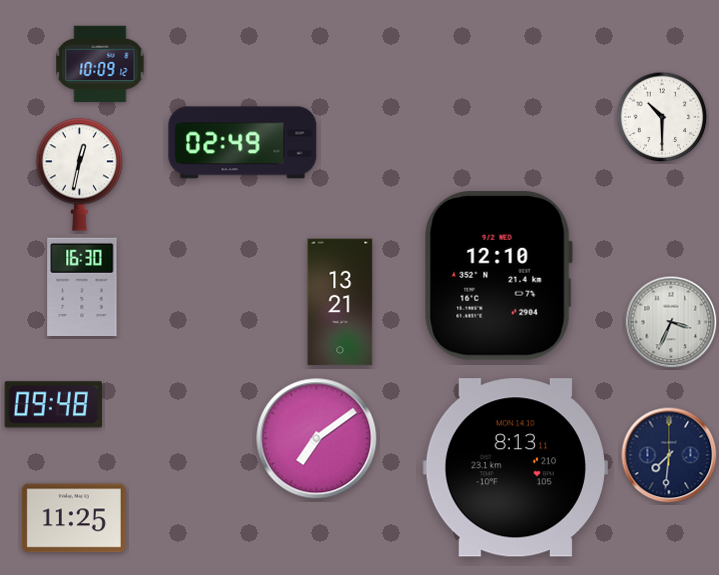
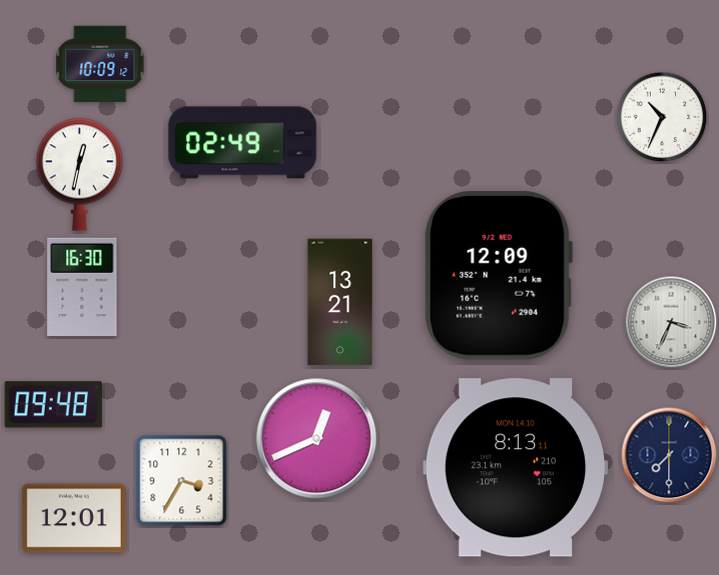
clock at (662, 117): 10:30 -> 10:34
clock at (498, 275): 12:10 -> 12:09
clock at (317, 439): 7:09 -> 12:41
clock at (669, 455): 7:31 -> 7:30
clock at (182, 481): none -> 3:35
clock at (74, 518): 11:25 -> 12:01
